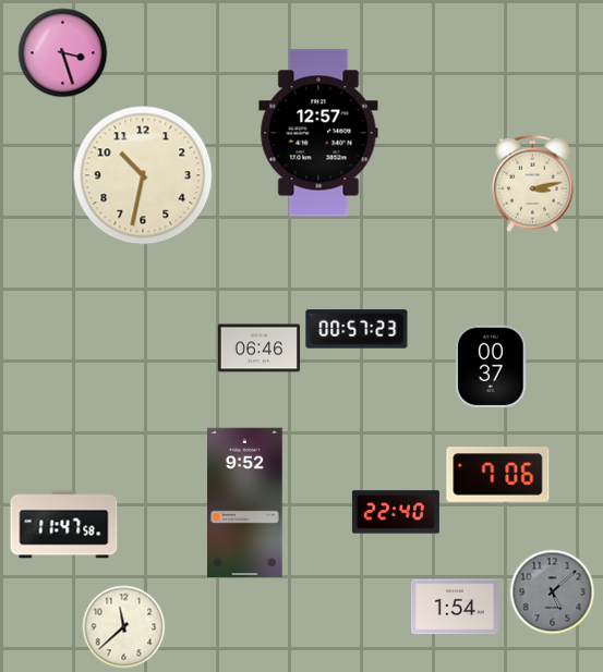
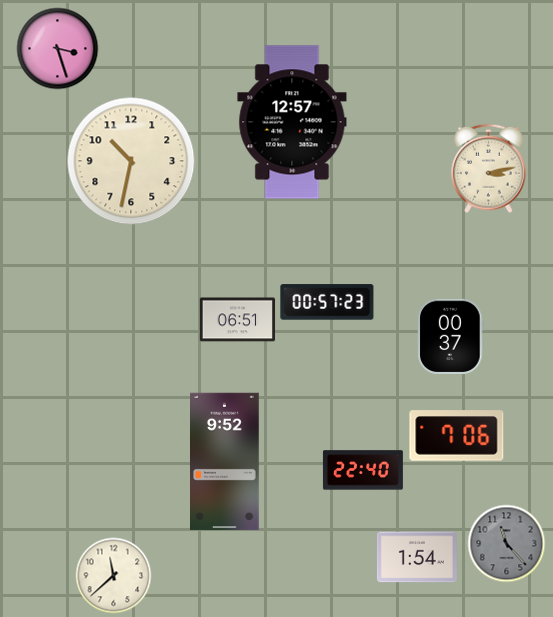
clock at (260, 349): 06:46 -> 06:51
clock at (64, 525): 11:47 -> none
clock at (553, 592): 5:08 -> 11:23
